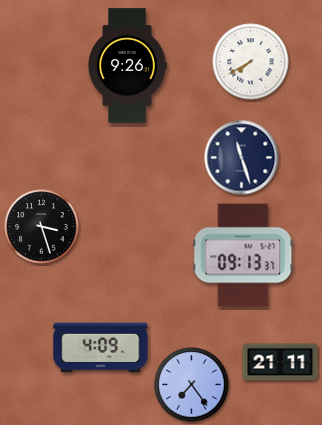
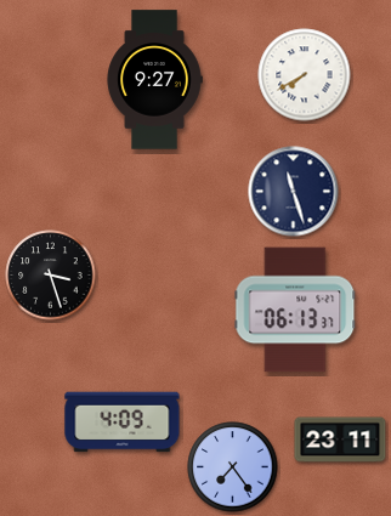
clock at (127, 66): 9:26 -> 9:27
clock at (243, 255): 09:13 -> 06:13
clock at (280, 362): 21:11 -> 23:11
